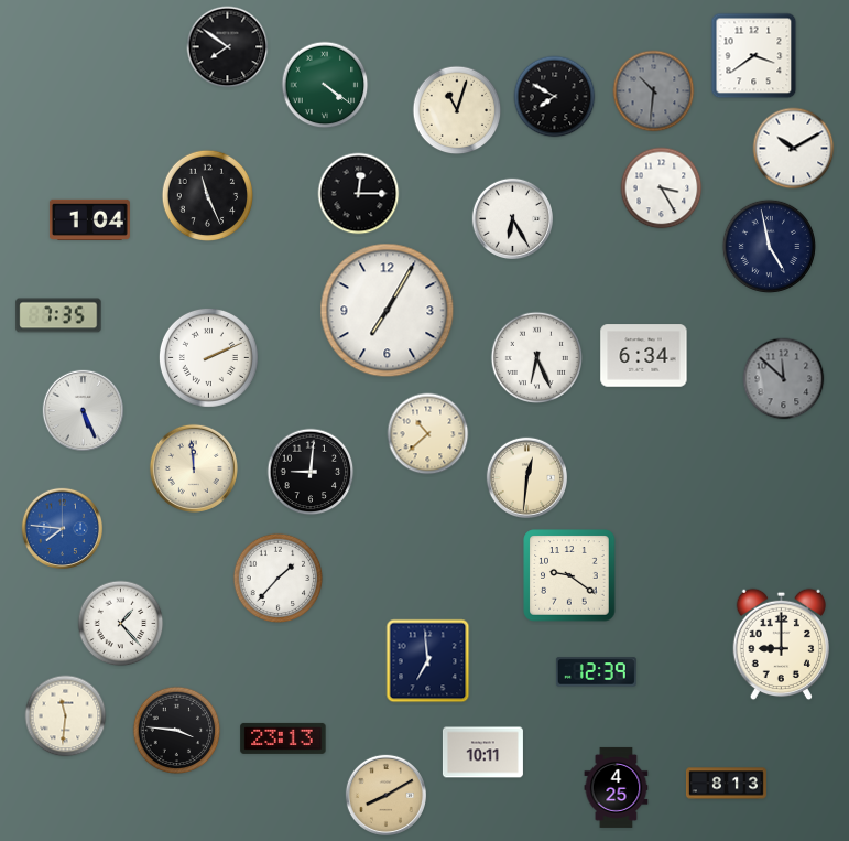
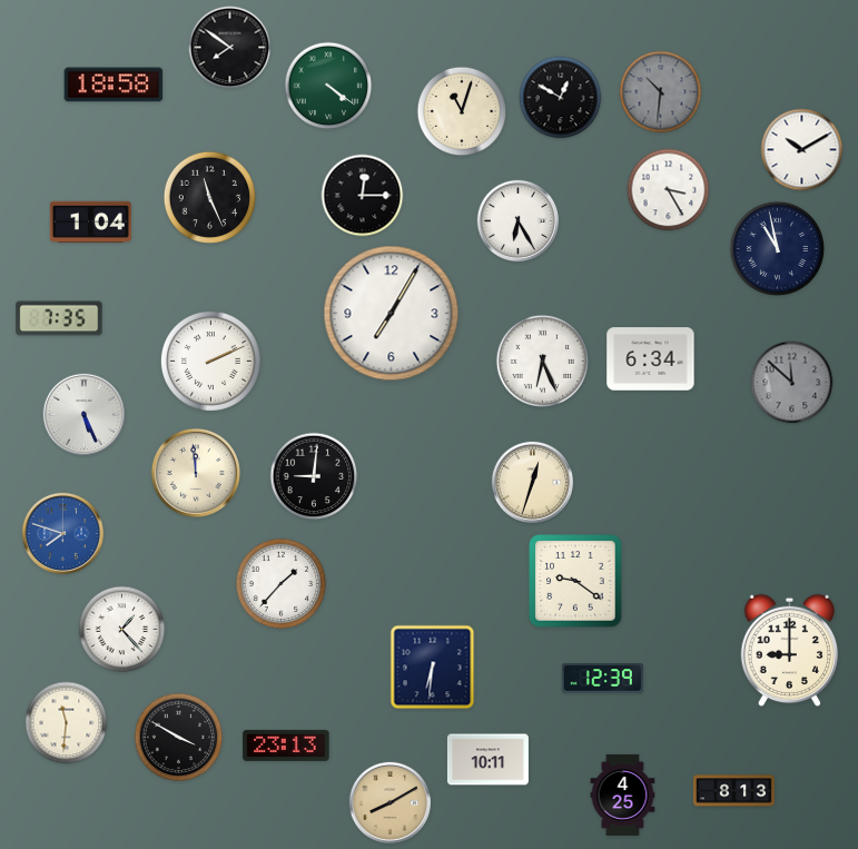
clock at (754, 56): 3:39 -> none
clock at (114, 85): none -> 18:58
clock at (555, 97): 7:50 -> 12:50
clock at (769, 246): 4:58 -> 10:58
clock at (428, 434): 10:38 -> none
clock at (526, 477): 12:31 -> 12:33
clock at (62, 528): 7:46 -> 7:48
clock at (428, 661): 6:59 -> 6:31
clock at (177, 731): 3:46 -> 3:50
